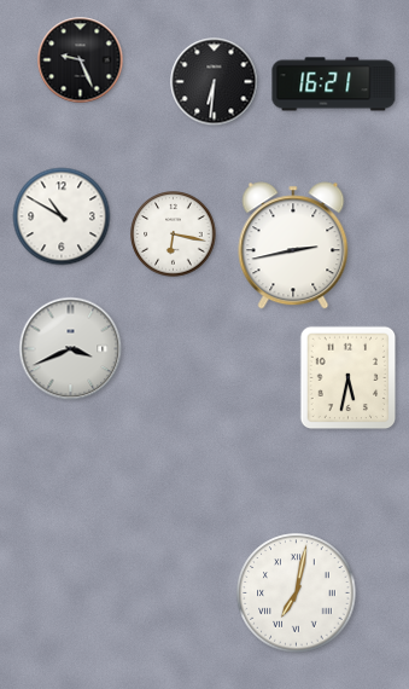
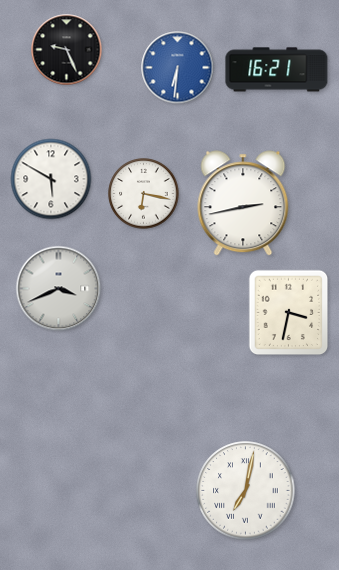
clock at (215, 82) dial: black -> blue
clock at (62, 216): 10:50 -> 5:50
clock at (349, 378): 5:32 -> 3:32
